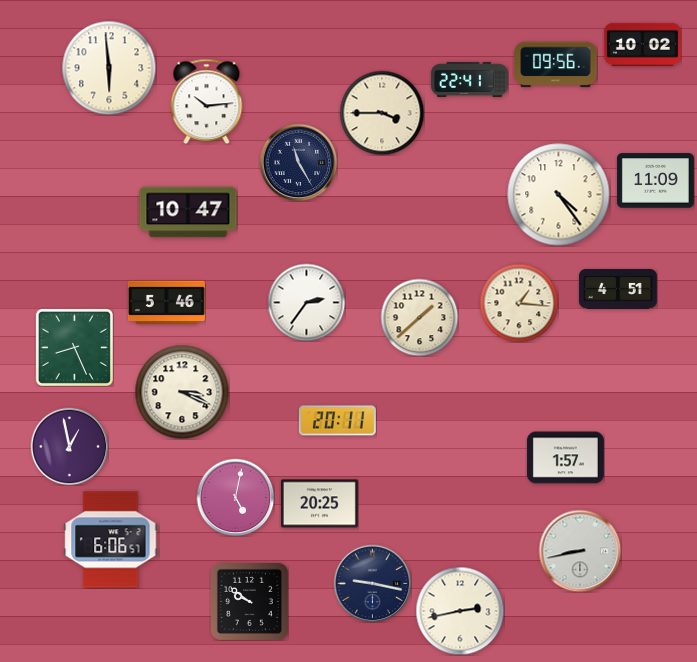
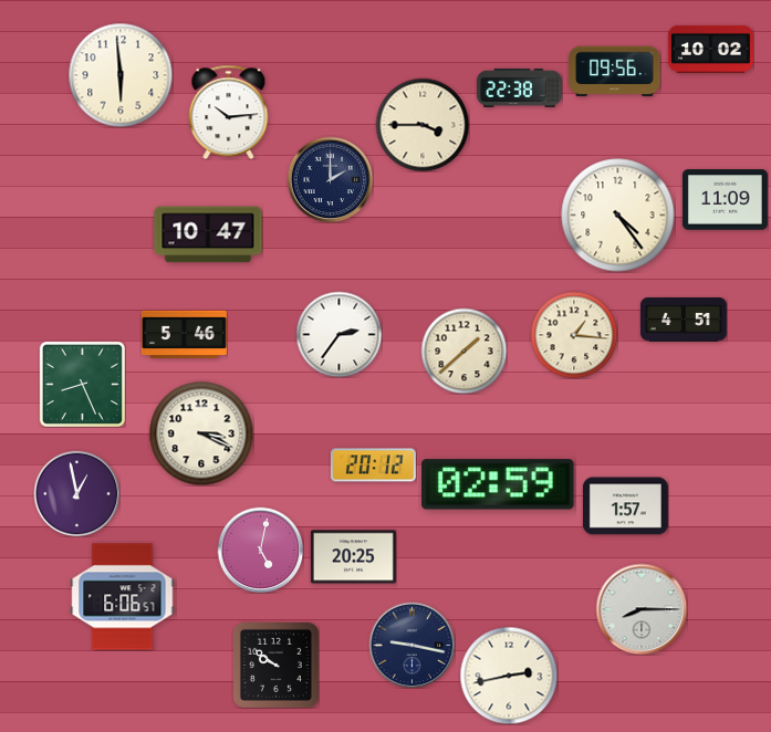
clock at (469, 79): 22:41 -> 22:38
clock at (298, 162): 11:25 -> 2:00
clock at (337, 421): 20:11 -> 20:12
clock at (498, 484): none -> 02:59
clock at (580, 551): 8:43 -> 8:15
